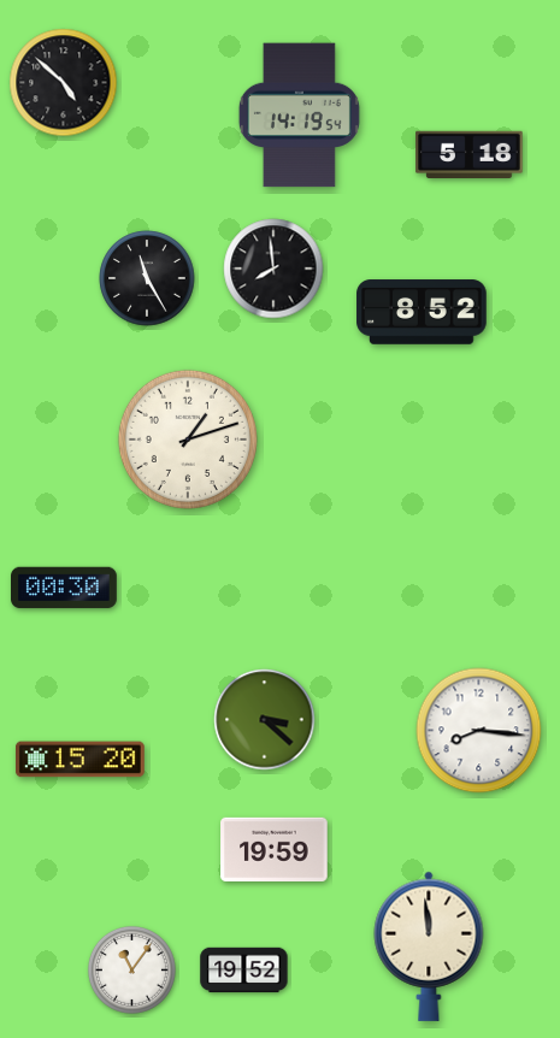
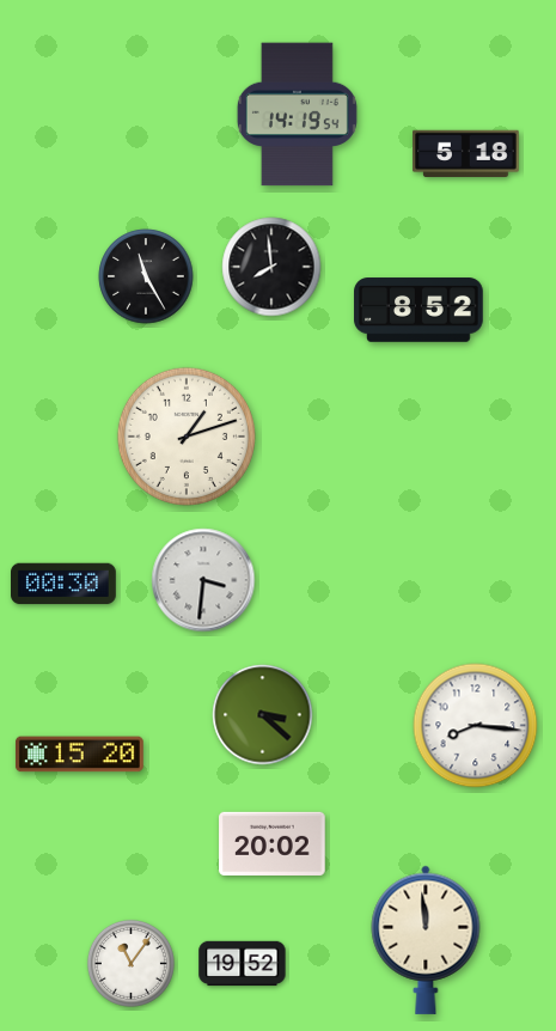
clock at (64, 83): 4:52 -> none
clock at (203, 580): none -> 3:31
clock at (275, 849): 19:59 -> 20:02
